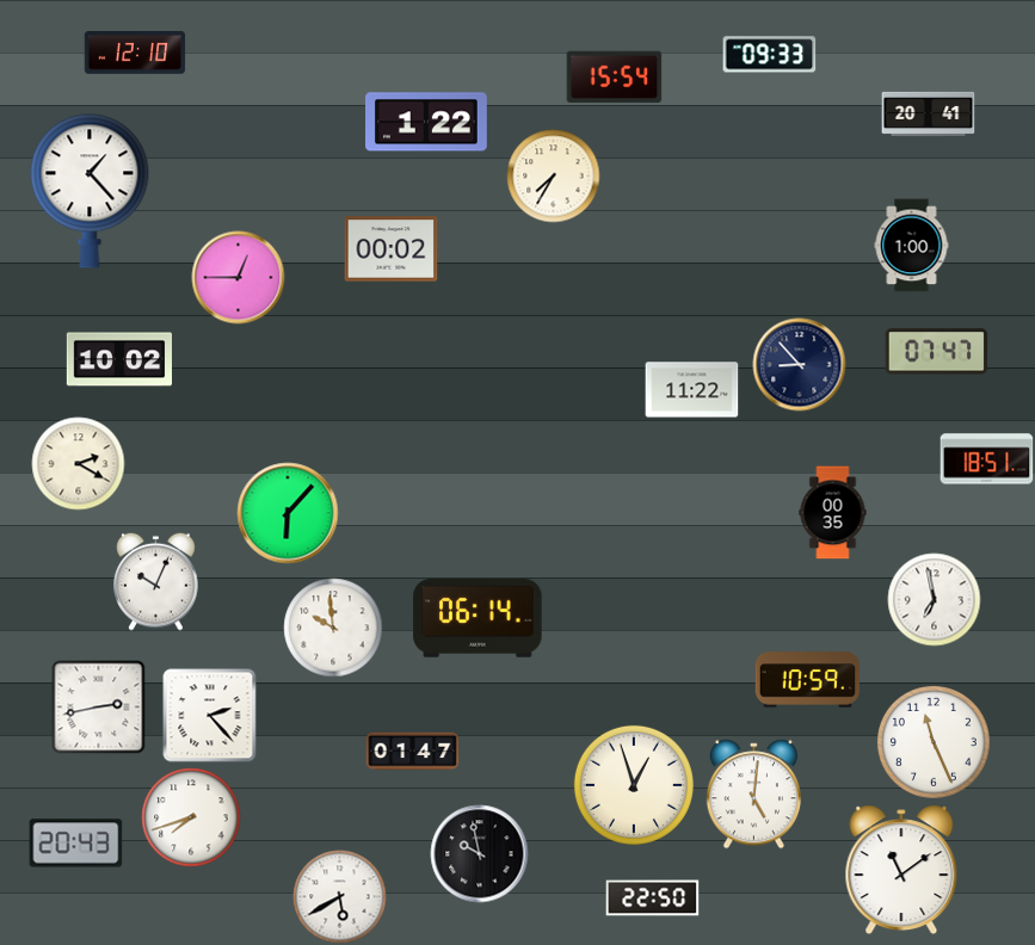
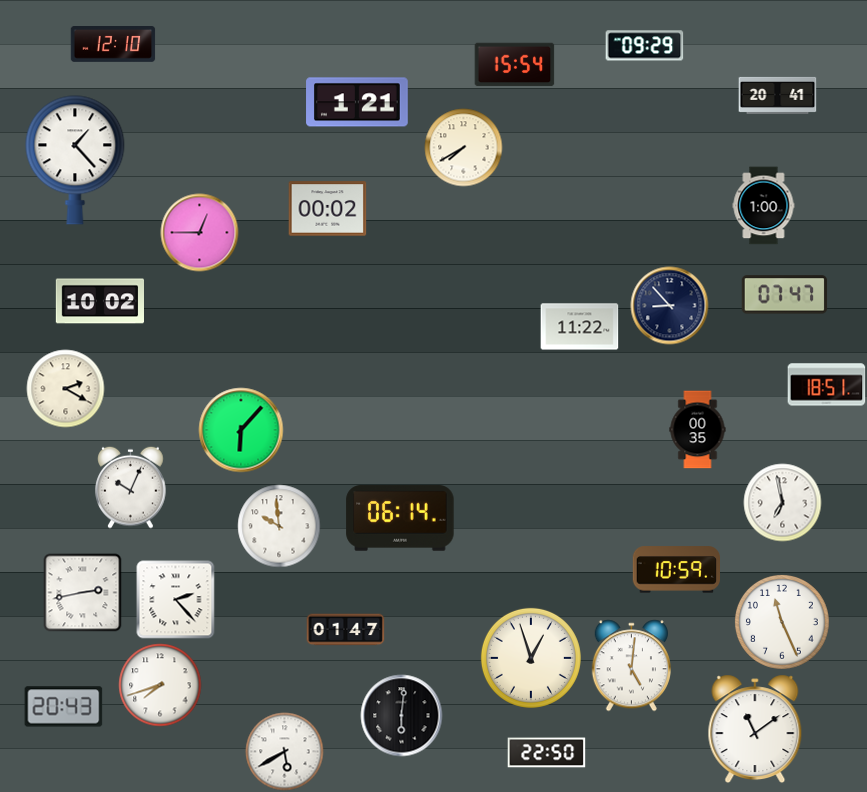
clock at (769, 55): 09:33 -> 09:29
clock at (426, 122): 1:22 -> 1:21
clock at (553, 175): 7:35 -> 7:40
clock at (479, 853): 9:58 -> 6:01
